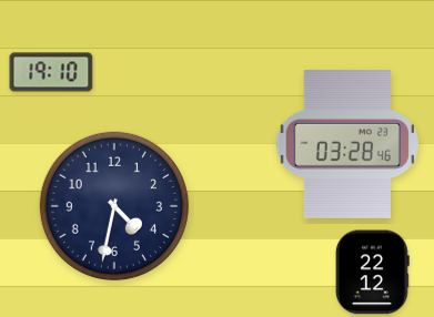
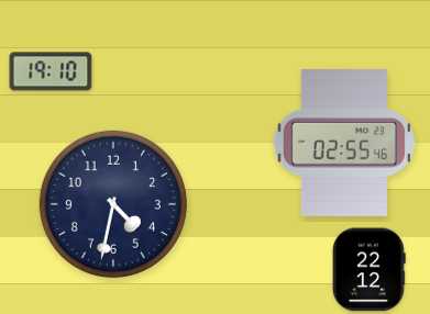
clock at (347, 144): 03:28 -> 02:55
